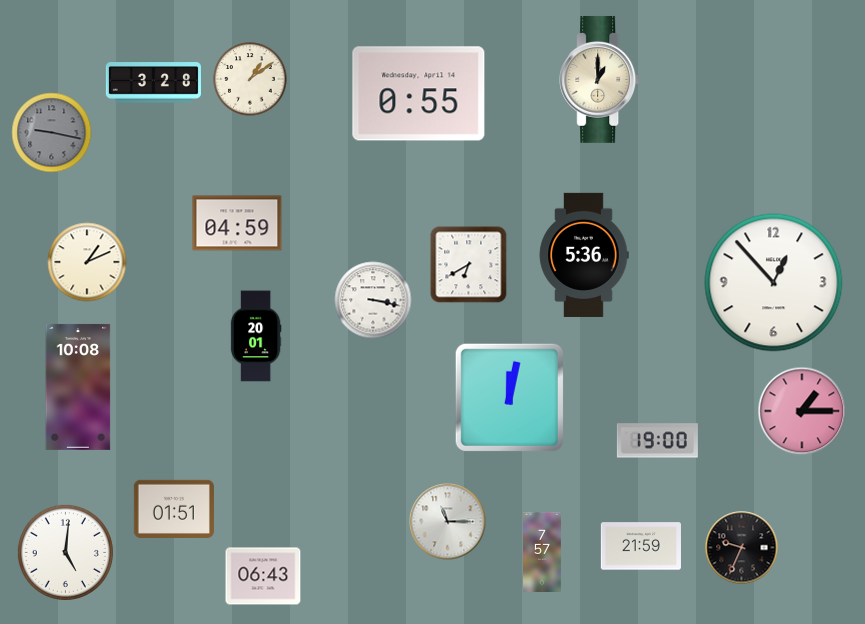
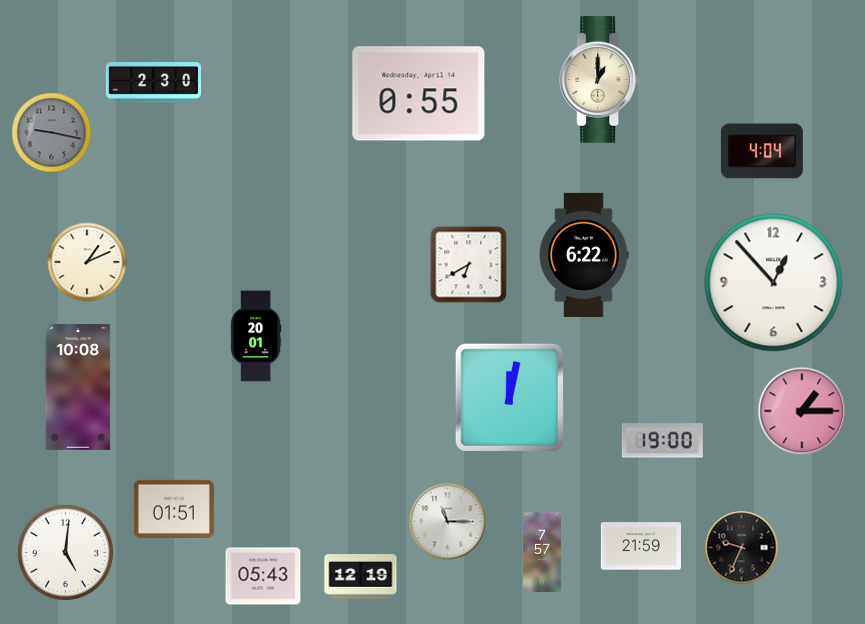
clock at (250, 79): 1:09 -> none
clock at (153, 83): 3:28 -> 2:30
clock at (762, 151): none -> 4:04
clock at (237, 223): 04:59 -> none
clock at (584, 255): 5:36 -> 6:22
clock at (373, 300): 3:17 -> none
clock at (657, 441) position: (657, 441) -> (662, 441)
clock at (263, 576): 06:43 -> 05:43
clock at (361, 577): none -> 12:19
